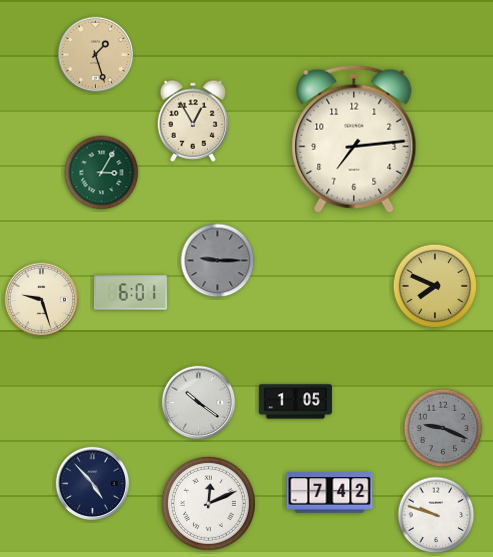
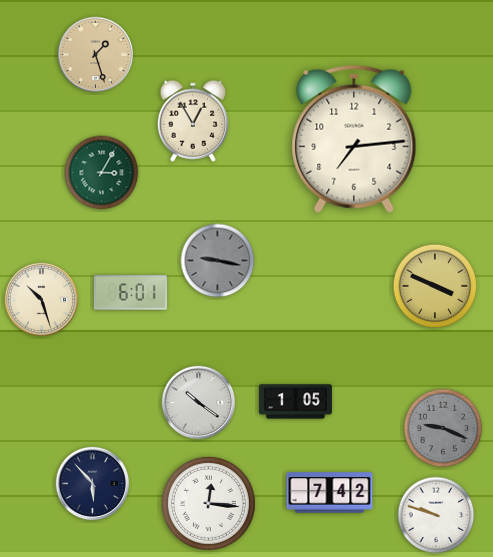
clock at (218, 261): 9:15 -> 9:17
clock at (435, 286): 7:49 -> 3:49
clock at (42, 300): 9:27 -> 10:27
clock at (93, 484): 4:53 -> 5:53
clock at (208, 503): 12:11 -> 12:16
